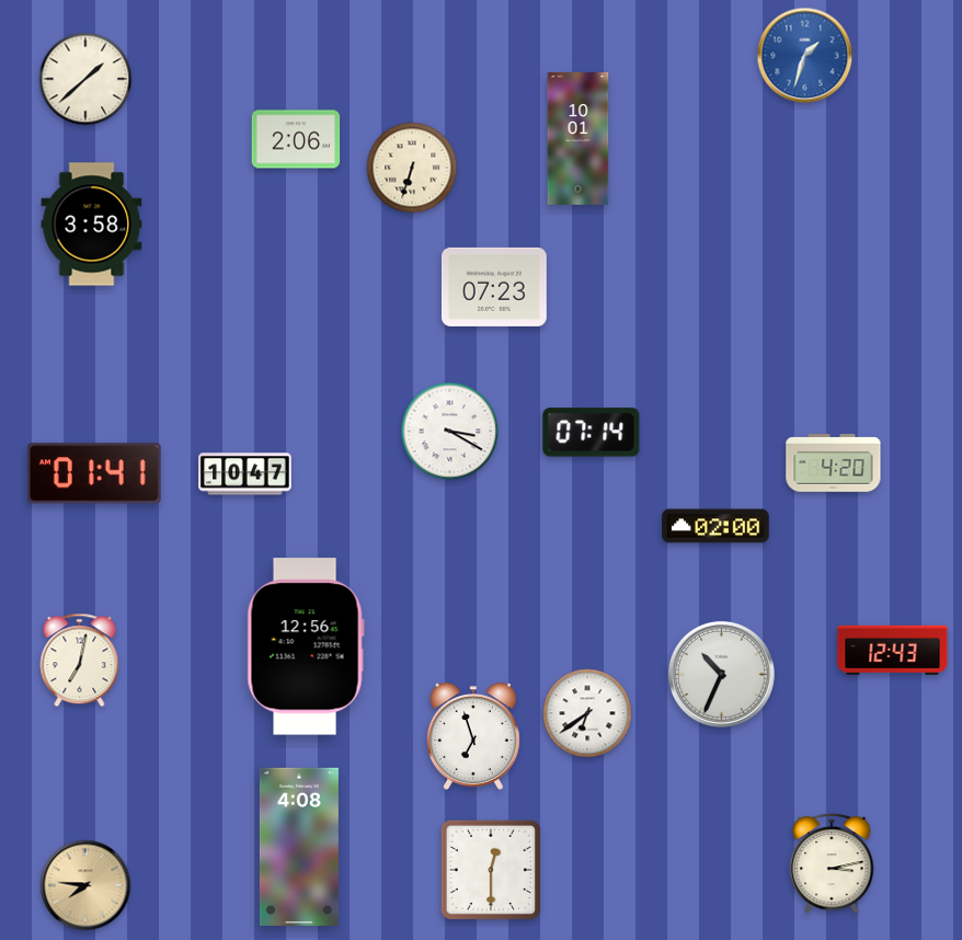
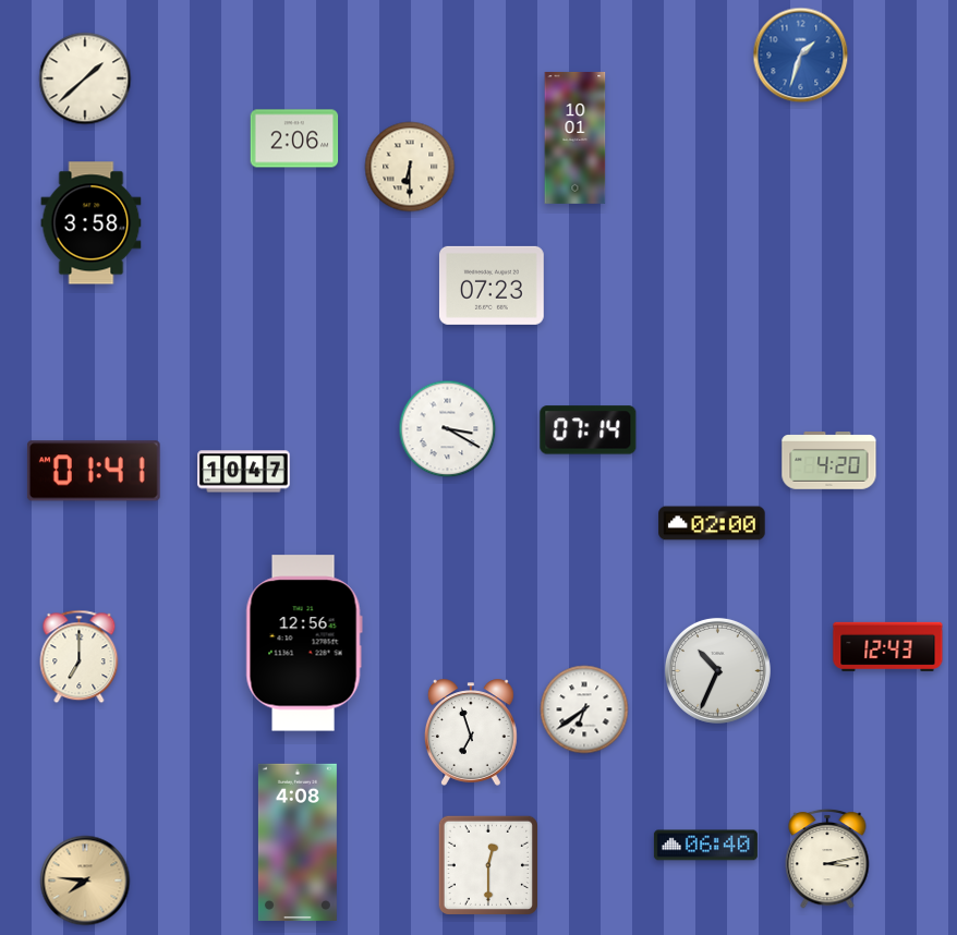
clock at (412, 168): 6:33 -> 6:30
clock at (80, 661): 7:02 -> 7:00
clock at (705, 846): none -> 06:40
